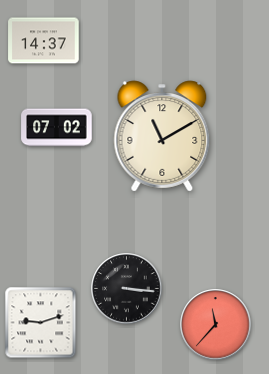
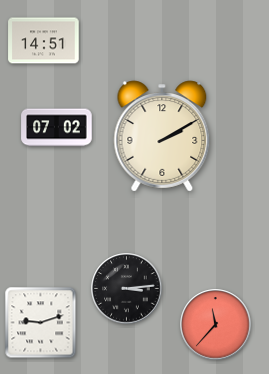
clock at (44, 41): 14:37 -> 14:51
clock at (162, 136): 11:10 -> 2:10
clock at (127, 289): 3:16 -> 3:14
